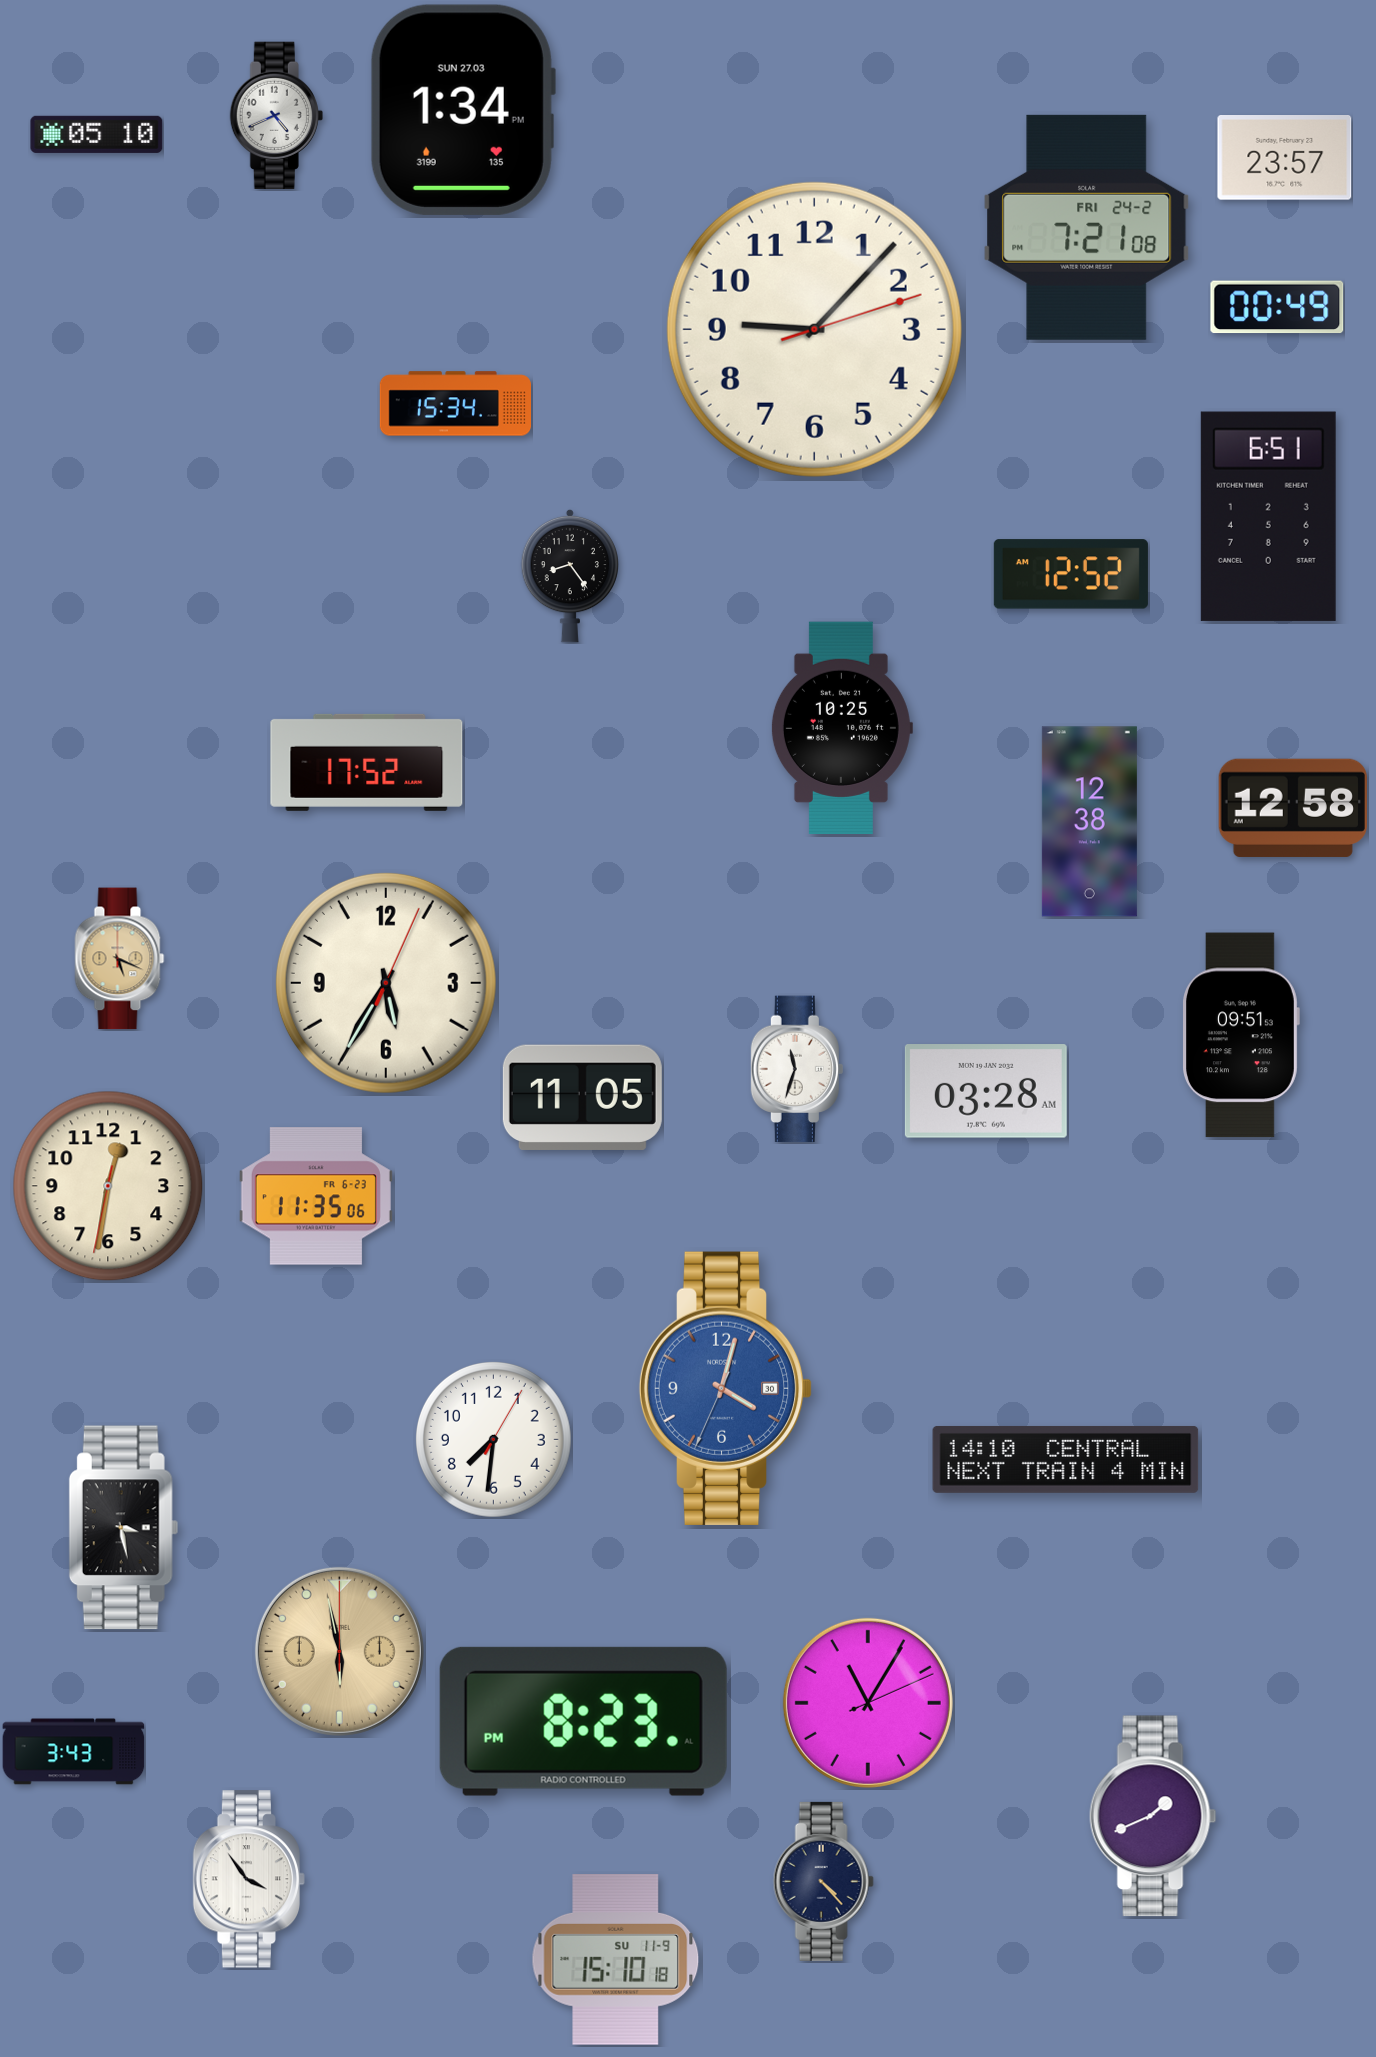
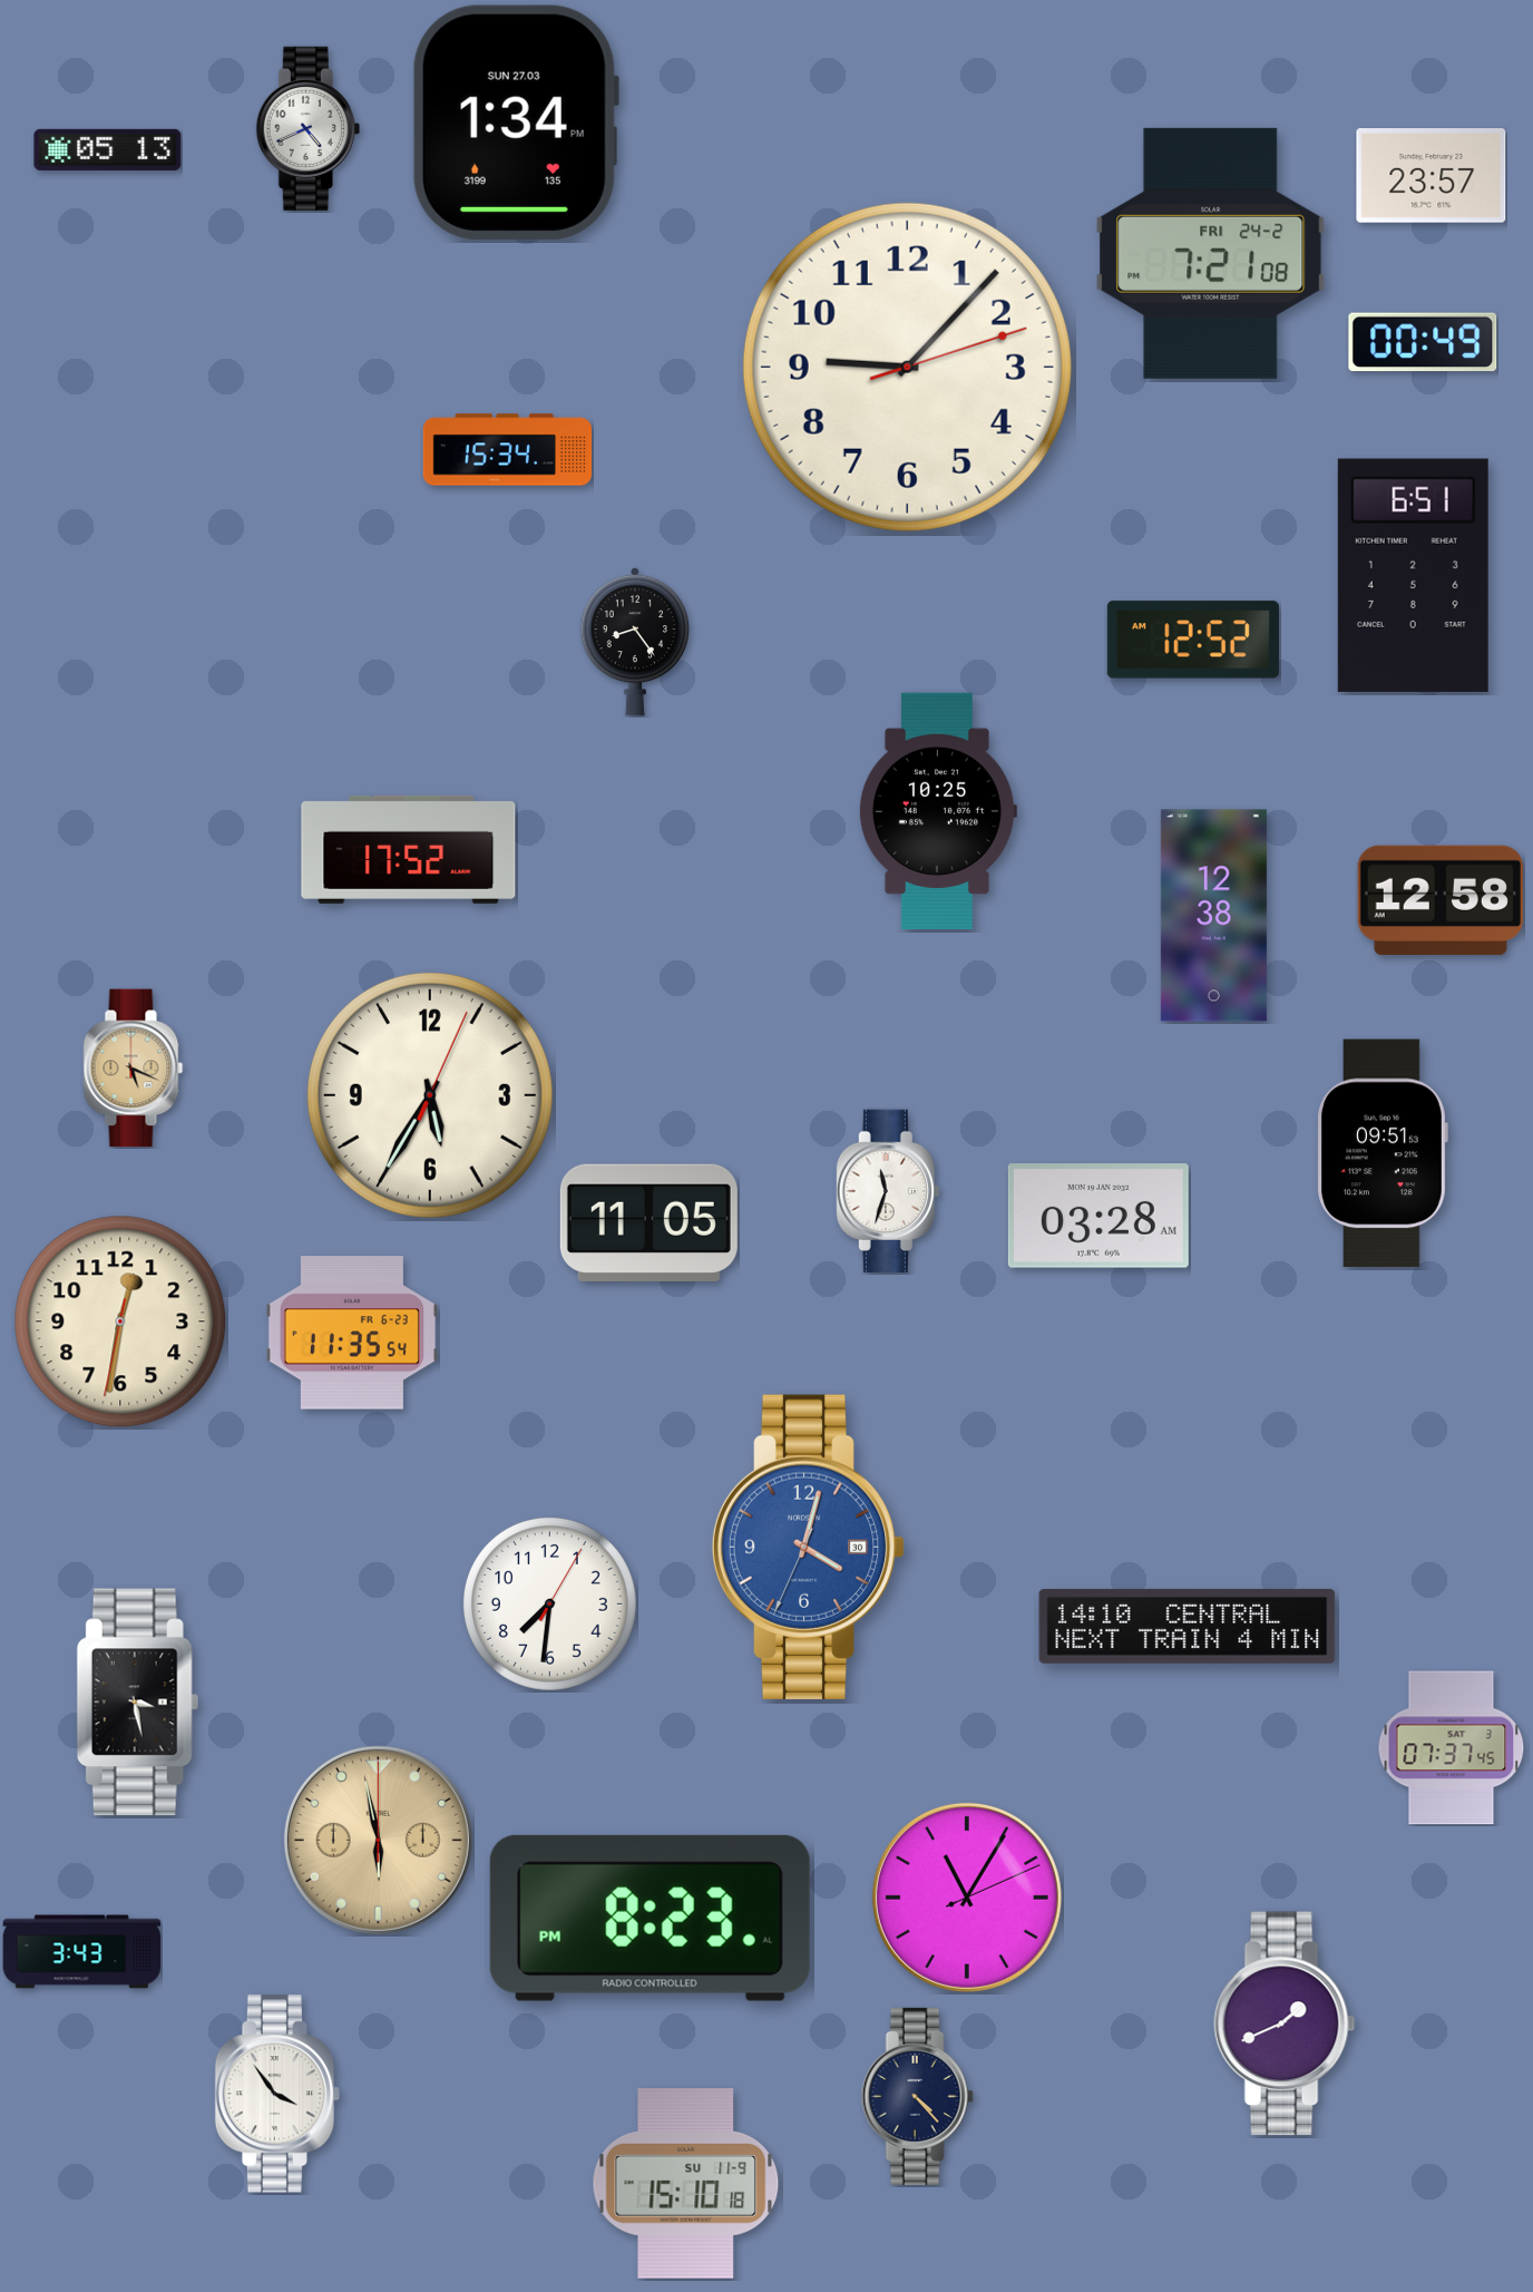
clock at (97, 134): 05:10 -> 05:13
clock at (316, 1196): 11:35:06 -> 11:35:54
clock at (1452, 1748): none -> 07:37
